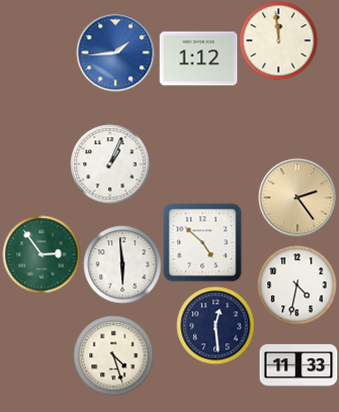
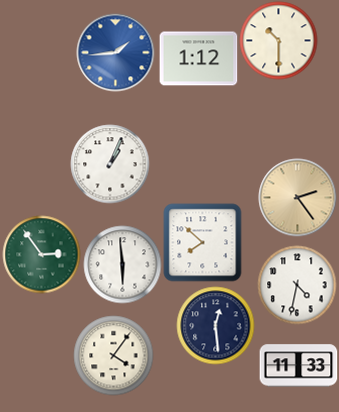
clock at (278, 40): 11:59 -> 10:30
clock at (202, 242): 4:52 -> 7:52
clock at (113, 355): 4:27 -> 4:06
